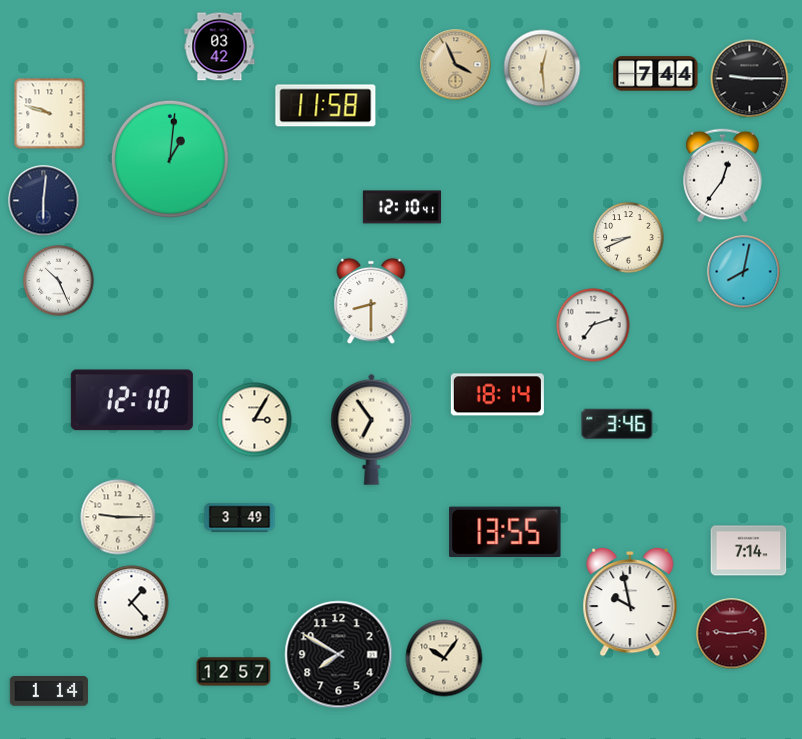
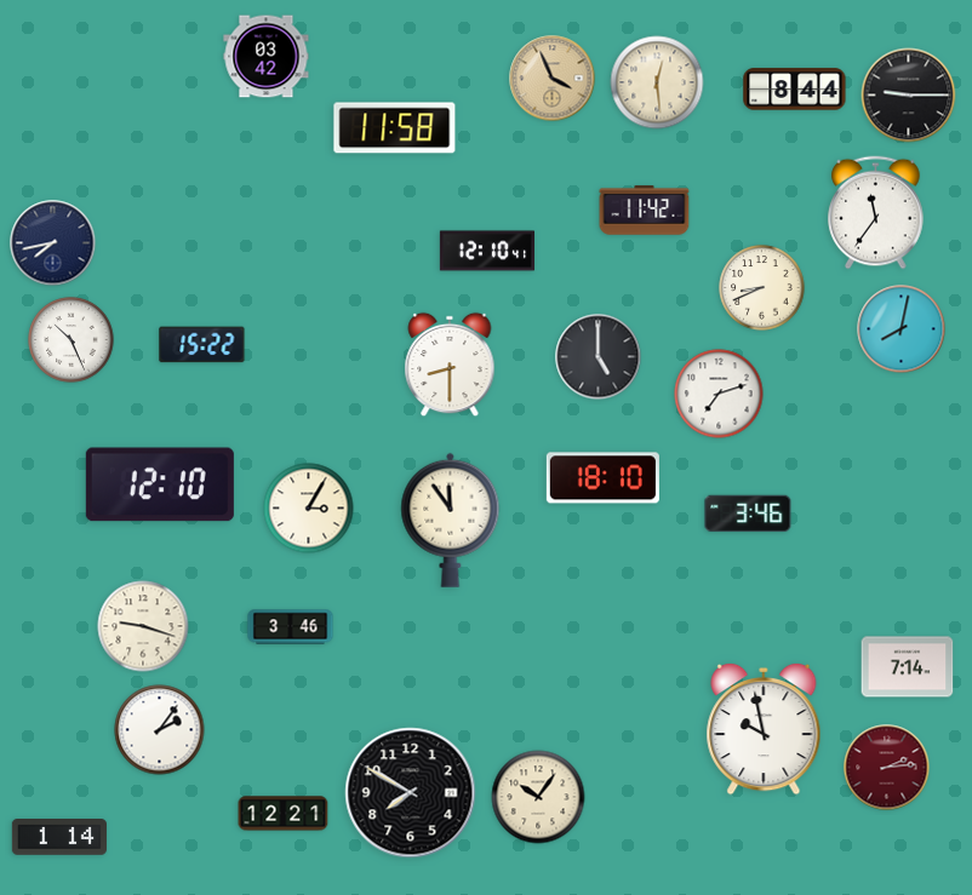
clock at (656, 74): 7:44 -> 8:44
clock at (50, 114): 9:48 -> none
clock at (170, 159): 1:01 -> none
clock at (645, 211): none -> 11:42
clock at (723, 176): 12:36 -> 11:36
clock at (44, 201): 6:01 -> 7:43
clock at (202, 345): none -> 15:22
clock at (599, 357): none -> 5:00
clock at (497, 395): 18:14 -> 18:10
clock at (372, 429): 6:54 -> 11:54
clock at (118, 517): 9:15 -> 9:18
clock at (240, 518): 3:49 -> 3:46
clock at (505, 532): 13:55 -> none
clock at (132, 603): 1:23 -> 2:06
clock at (732, 634): 9:14 -> 2:14
clock at (234, 672): 12:57 -> 12:21
